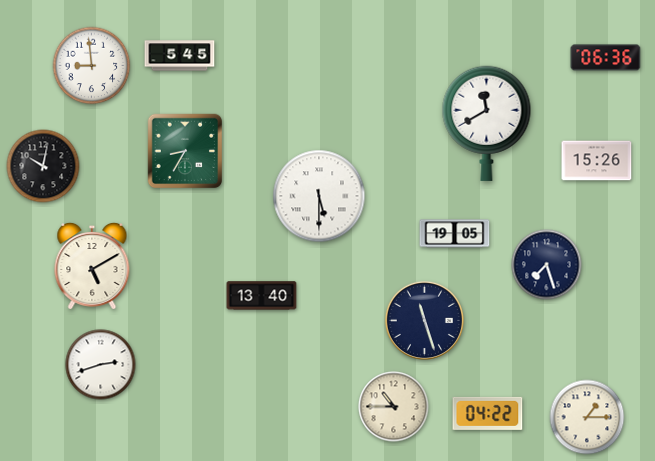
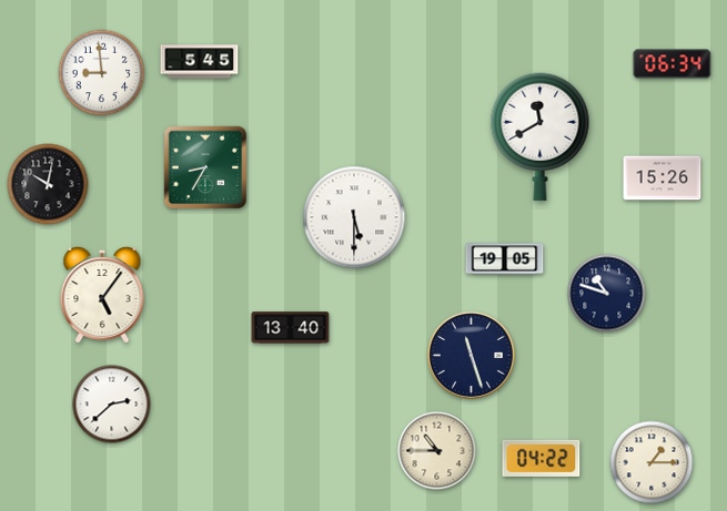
clock at (606, 58): 06:36 -> 06:34
clock at (547, 265): 7:27 -> 10:48
clock at (92, 266): 5:10 -> 5:06
clock at (101, 365): 2:42 -> 2:38
